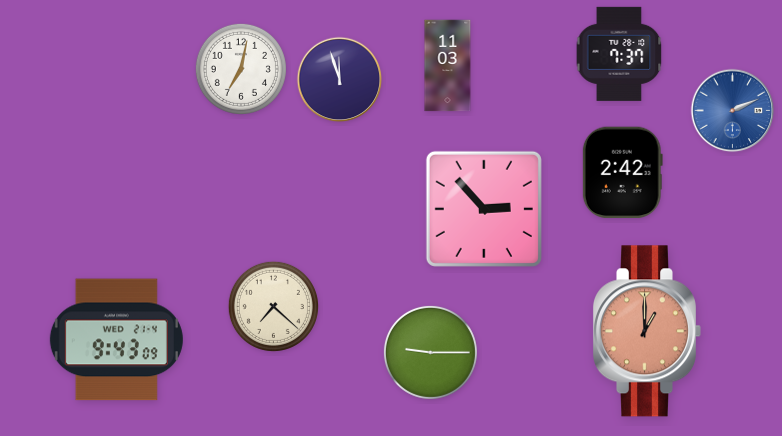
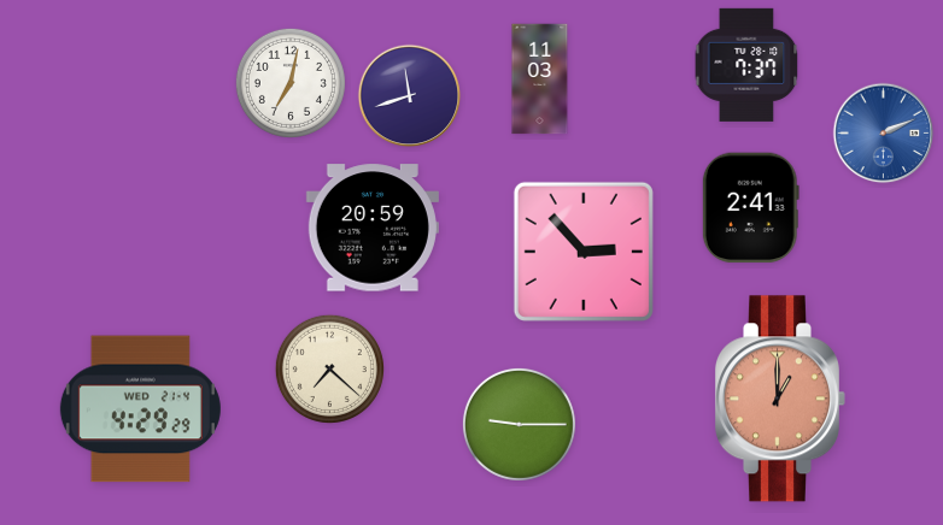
clock at (340, 80): 11:57 -> 11:42
clock at (622, 173): 2:42 -> 2:41
clock at (373, 228): none -> 20:59
clock at (116, 340): 9:43 -> 4:29
